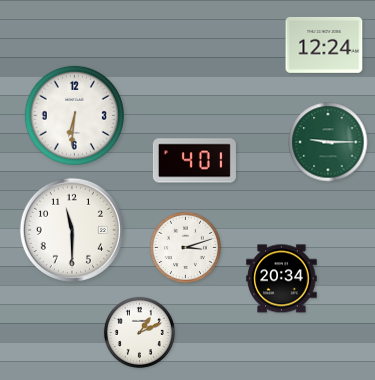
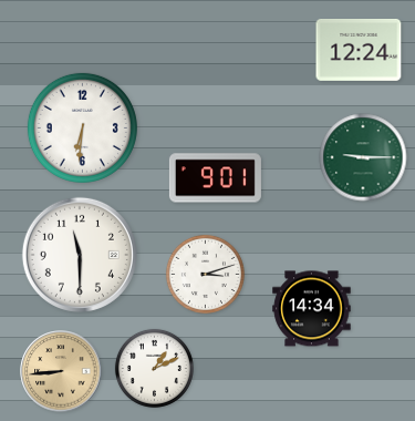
clock at (194, 161): 4:01 -> 9:01
clock at (282, 279): 20:34 -> 14:34
clock at (61, 371): none -> 8:44
